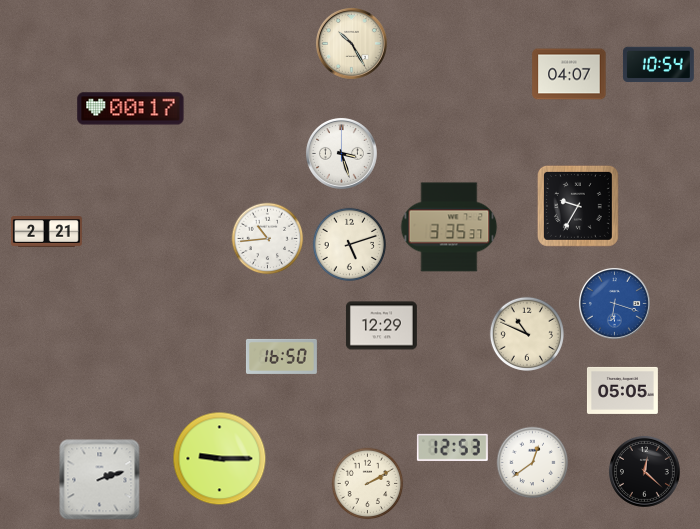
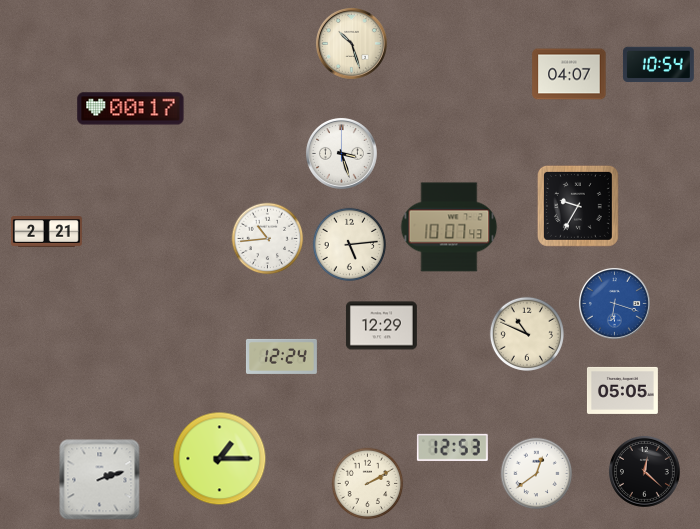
clock at (351, 43): 10:25 -> 10:27
clock at (449, 227): 3:35 -> 10:07
clock at (349, 244): 5:12 -> 5:14
clock at (281, 356): 16:50 -> 12:24
clock at (220, 459): 9:15 -> 1:15
clock at (533, 463) position: (533, 463) -> (537, 474)
